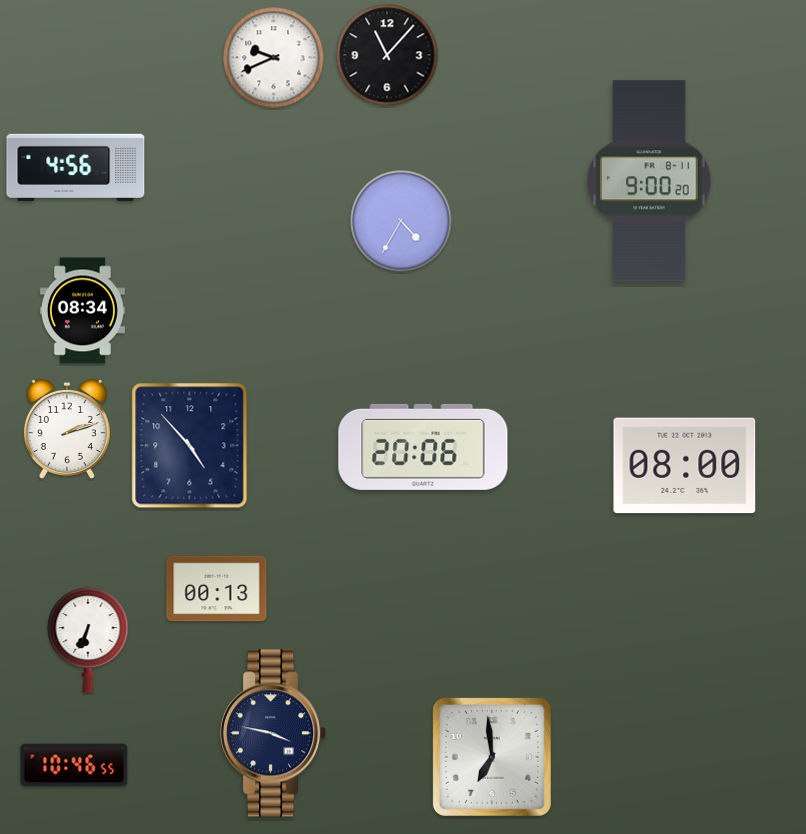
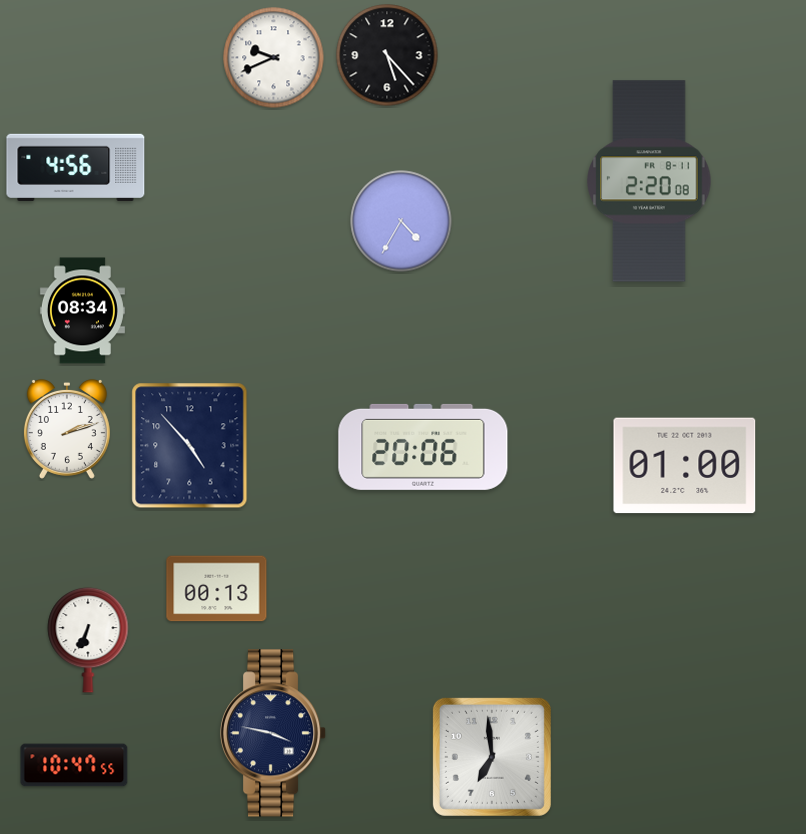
clock at (387, 55): 11:07 -> 5:23
clock at (649, 181): 9:00 -> 2:20
clock at (685, 466): 08:00 -> 01:00
clock at (74, 765): 10:46 -> 10:47
